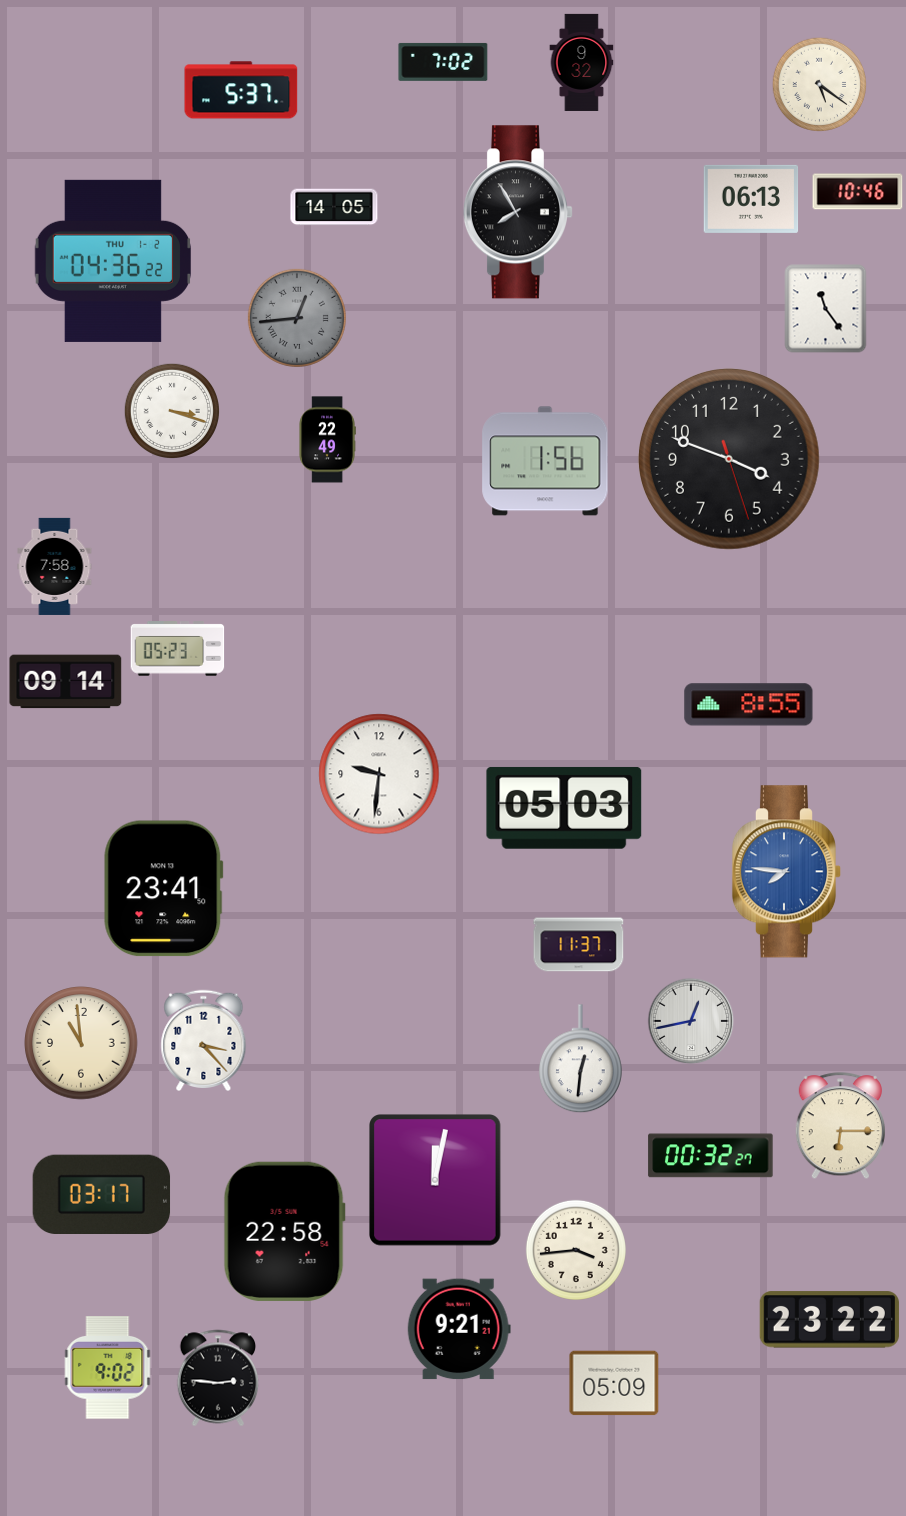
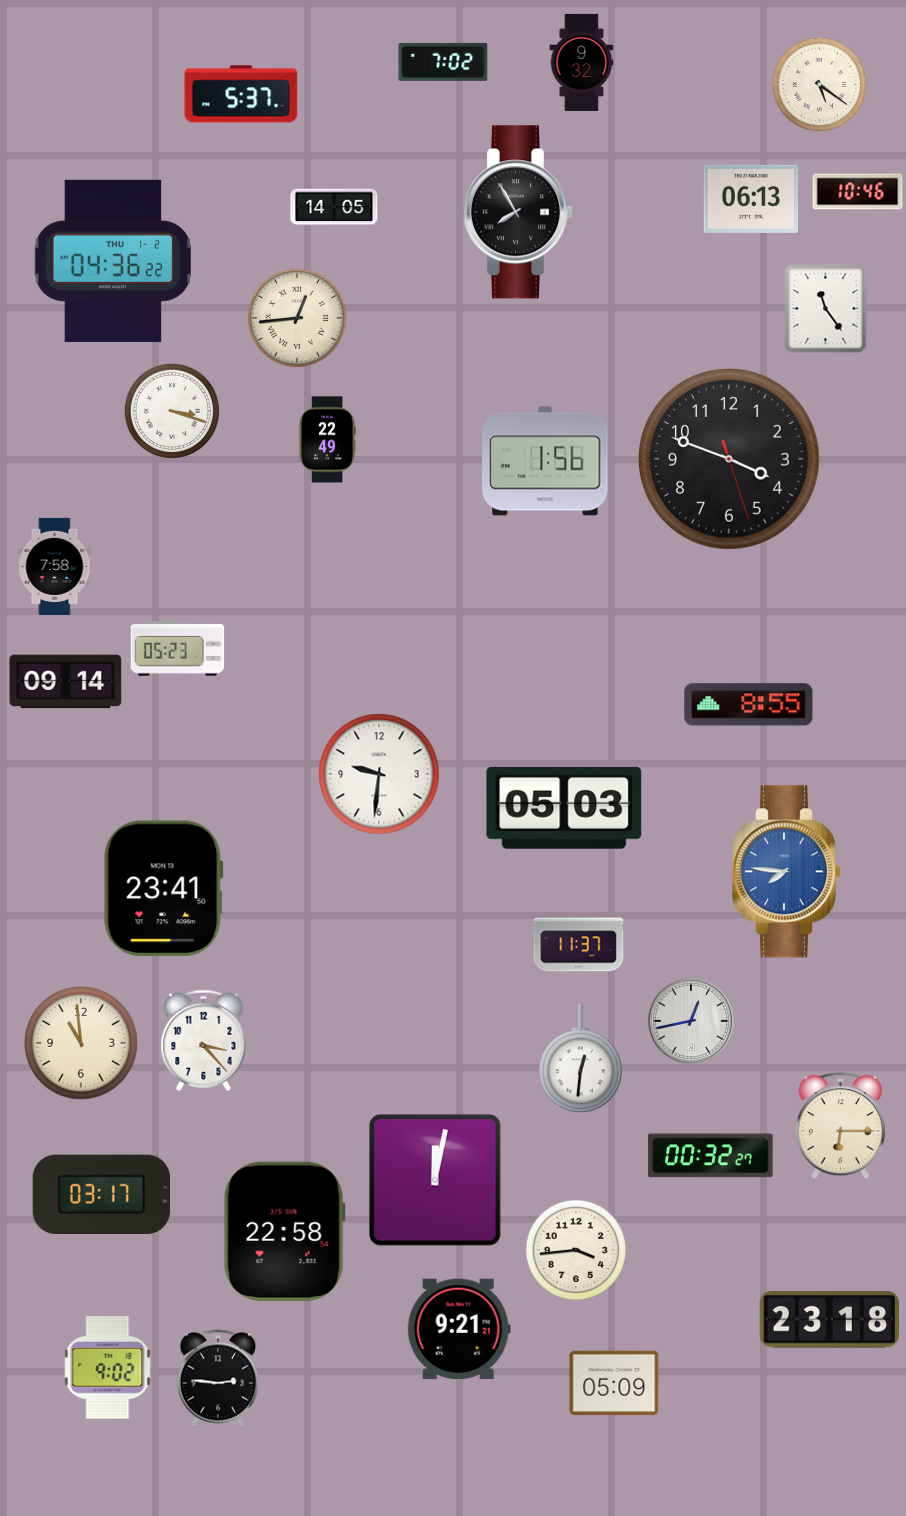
clock at (241, 90) position: (241, 90) -> (241, 94)
clock at (297, 318) dial: grey -> cream
clock at (829, 1320): 23:22 -> 23:18
